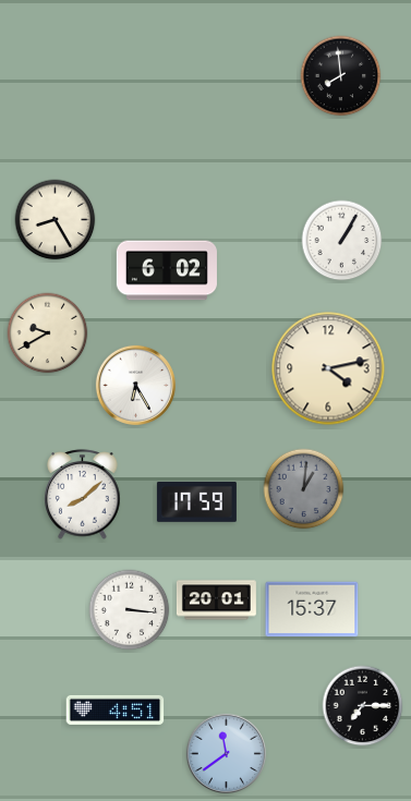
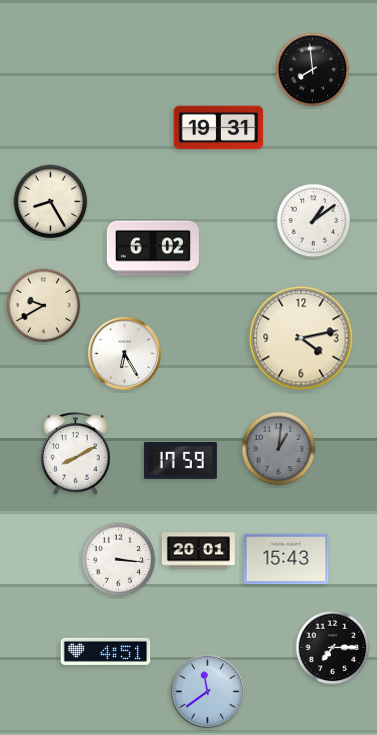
clock at (219, 128): none -> 19:31
clock at (342, 241): 1:05 -> 1:09
clock at (83, 495): 8:08 -> 8:10
clock at (312, 609): 15:37 -> 15:43
